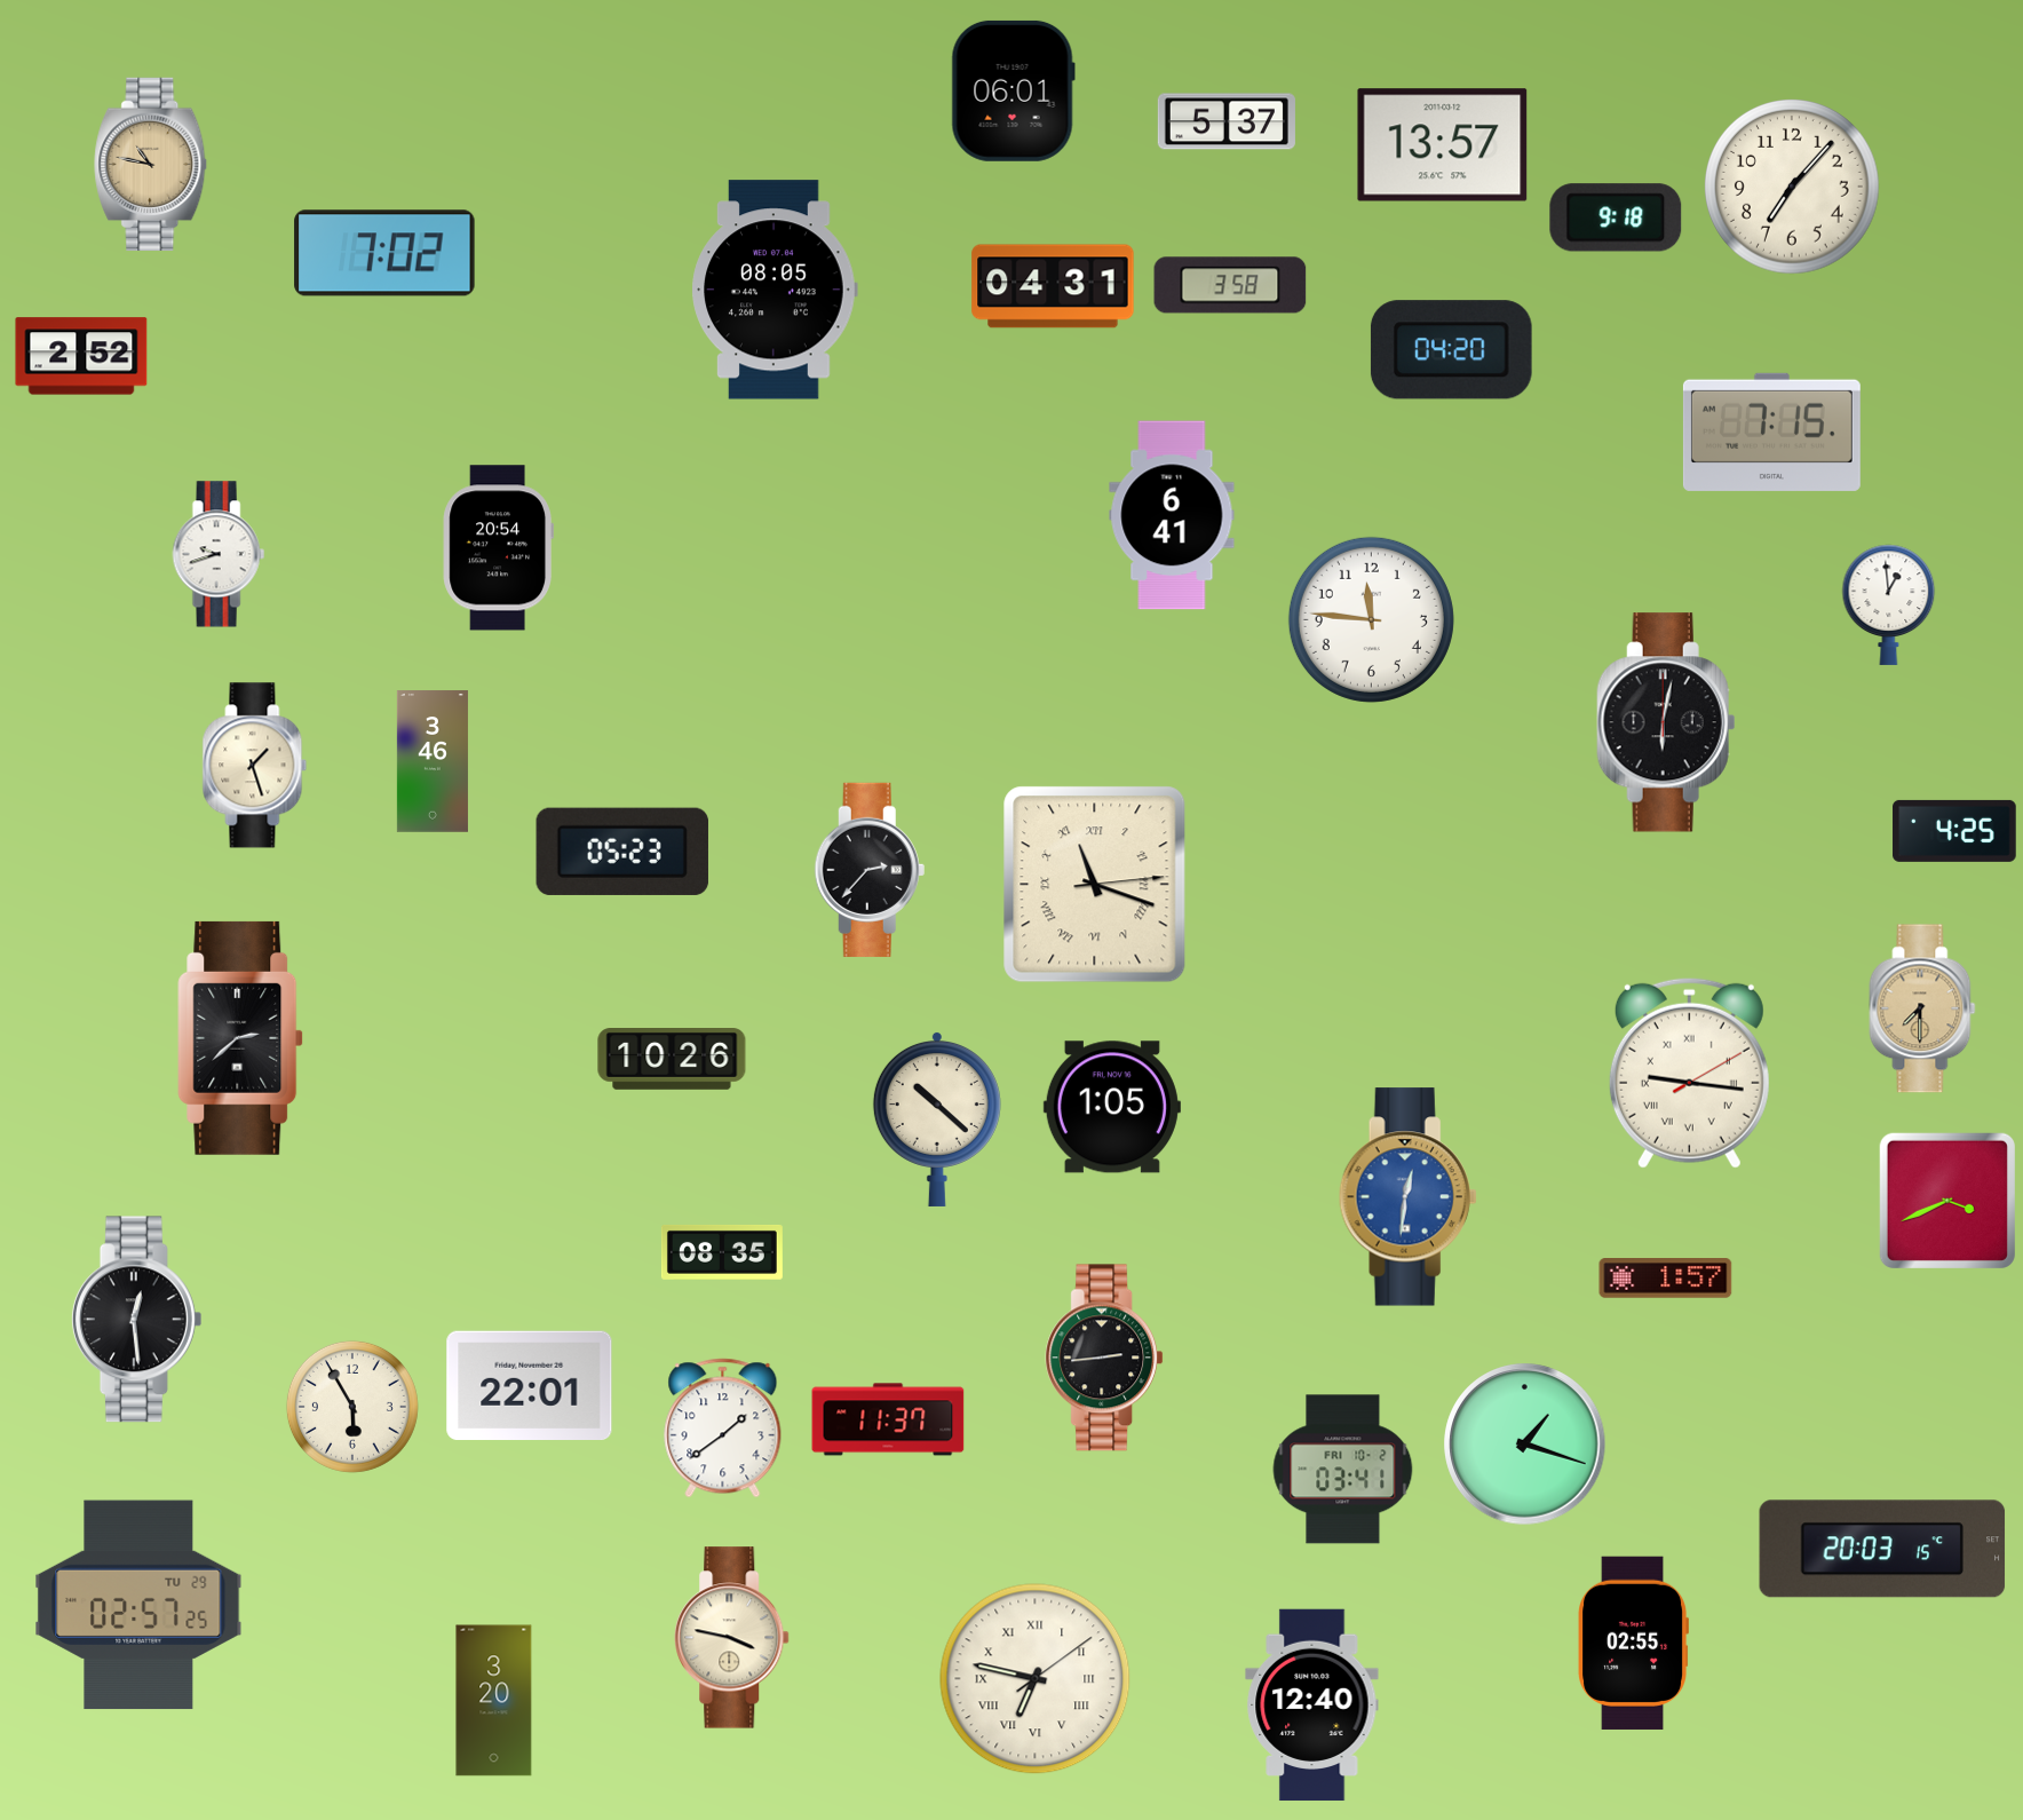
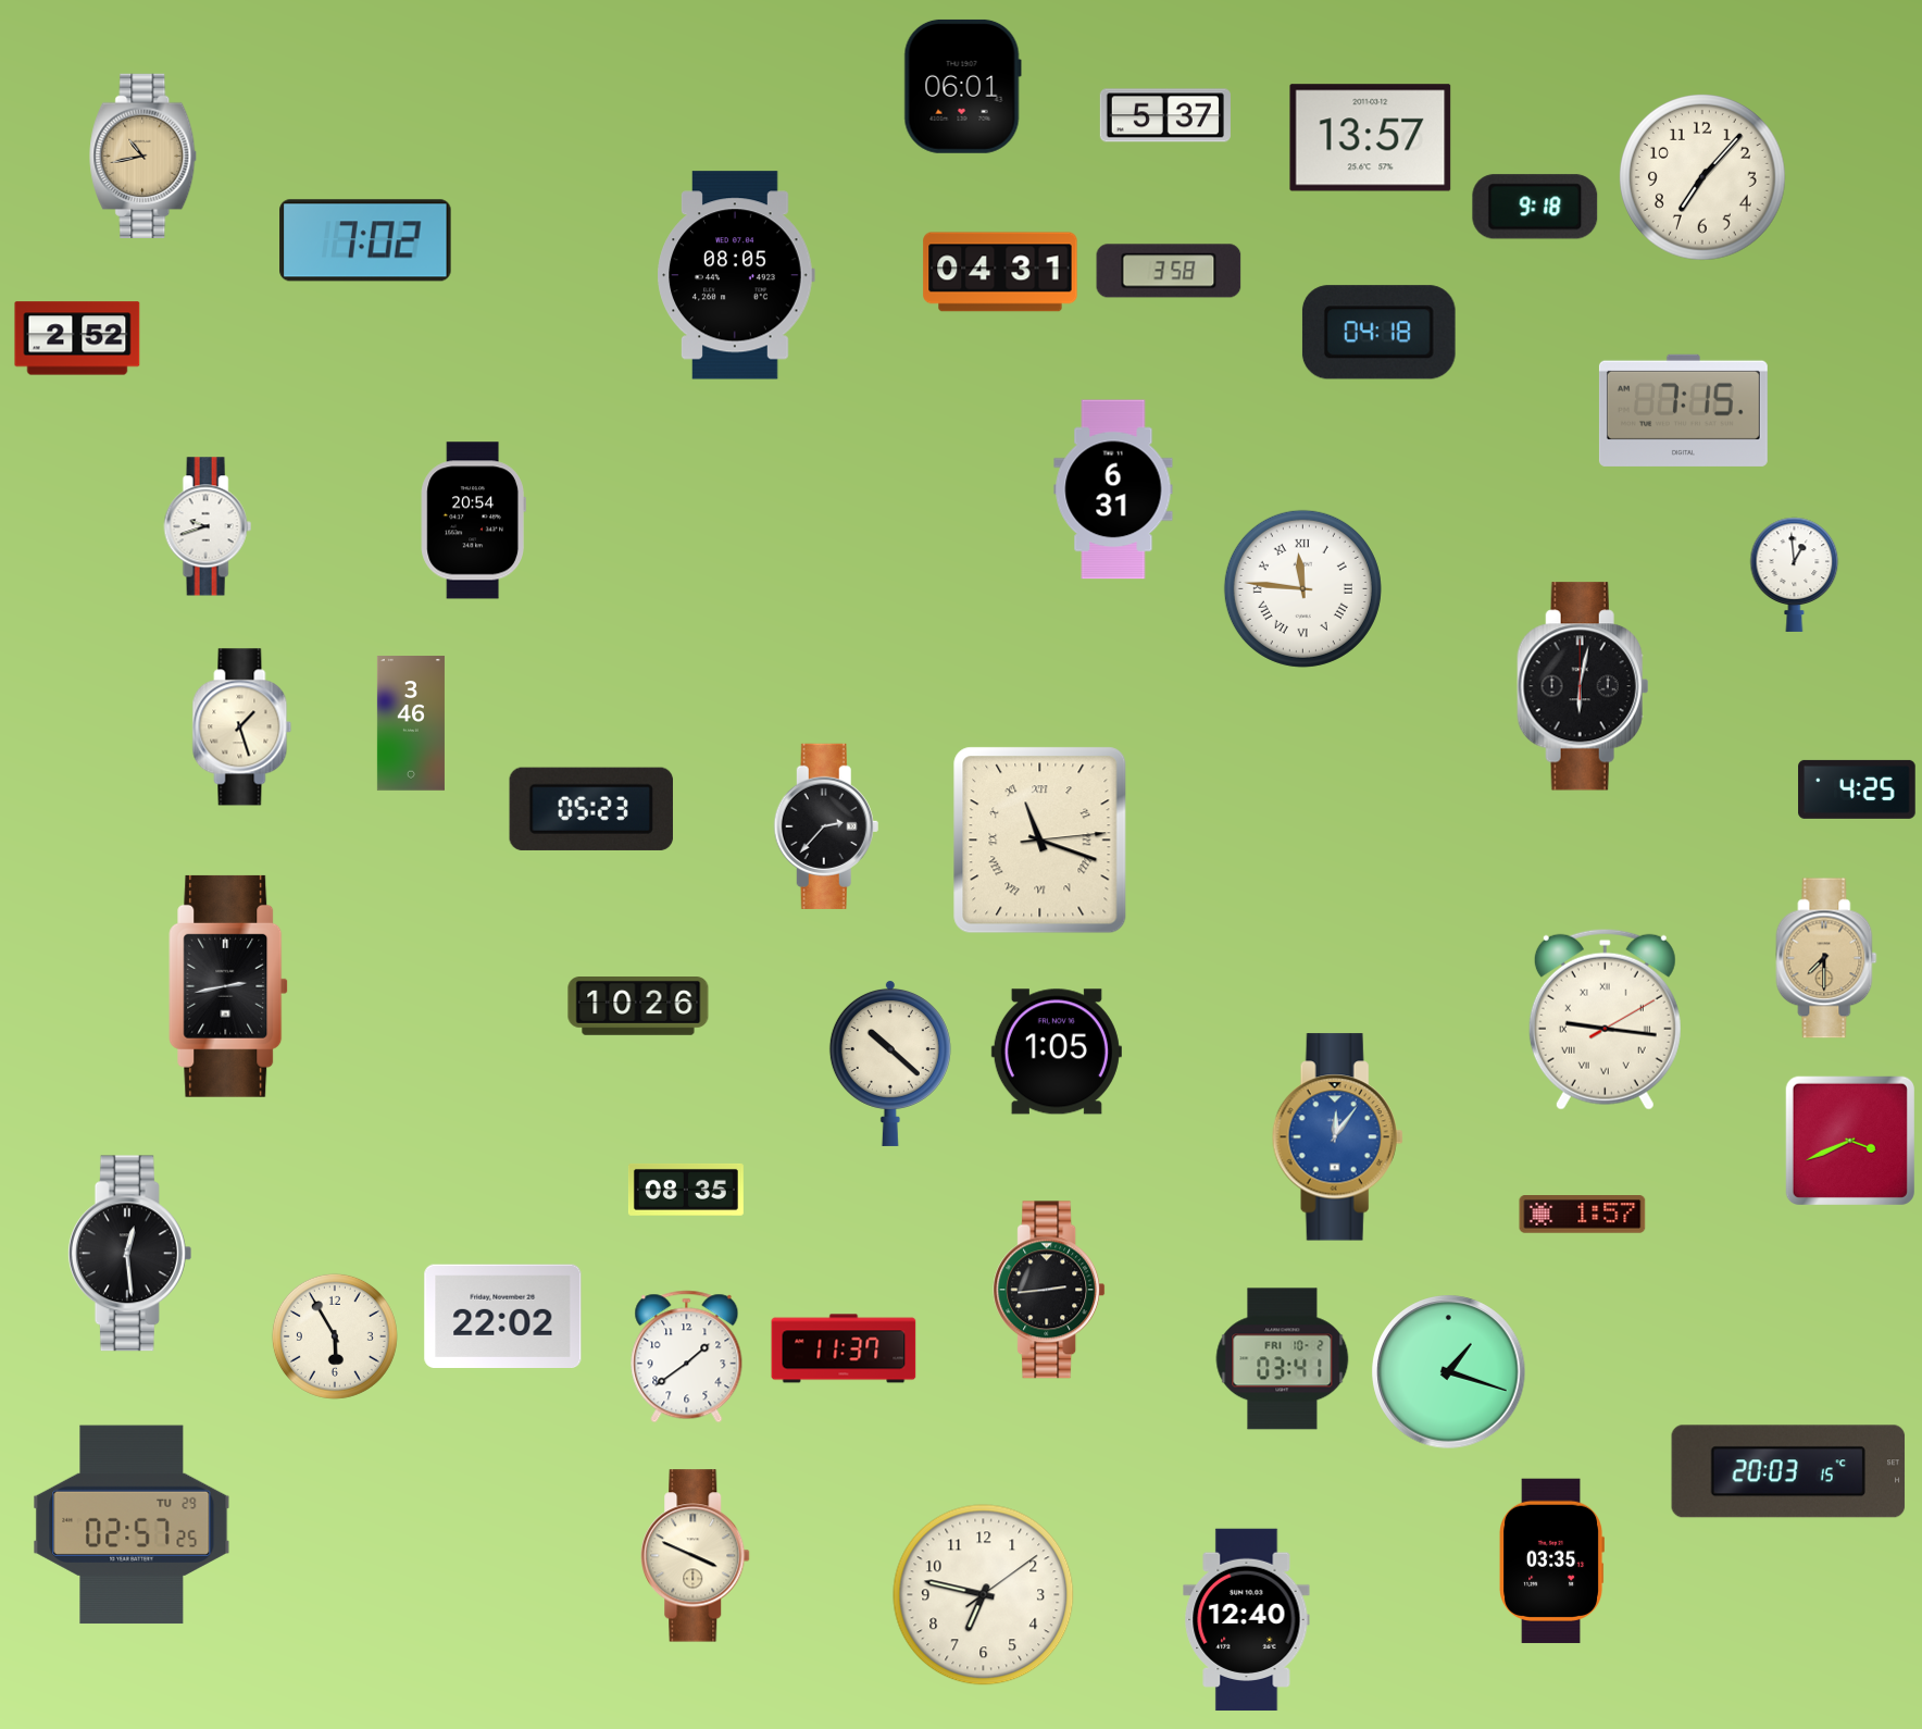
clock at (151, 164): 10:47 -> 10:43
clock at (1451, 350): 04:20 -> 04:18
clock at (1172, 515): 6:41 -> 6:31
clock at (1371, 619) numerals: Arabic -> Roman
clock at (240, 1038): 2:38 -> 2:43
clock at (1407, 1197): 12:31 -> 12:06
clock at (530, 1385): 22:01 -> 22:02
clock at (1343, 1470) position: (1343, 1470) -> (1283, 1359)
clock at (732, 1638): 3:47 -> 3:49
clock at (1633, 1643): 02:55 -> 03:35
clock at (1036, 1679) numerals: Roman -> Arabic
clock at (494, 1701): 3:20 -> none
